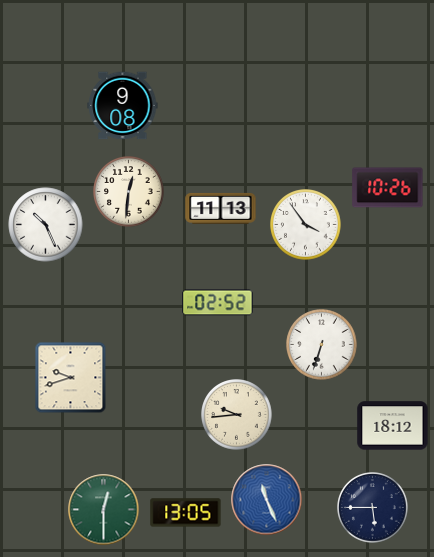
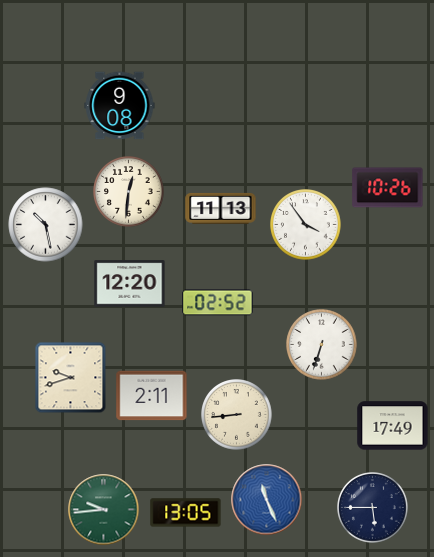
clock at (123, 106) position: (123, 106) -> (120, 106)
clock at (46, 225): 10:26 -> 10:28
clock at (130, 284): none -> 12:20
clock at (152, 396): none -> 2:11
clock at (237, 415): 9:44 -> 8:44
clock at (393, 426): 18:12 -> 17:49
clock at (104, 510): 12:30 -> 9:44
